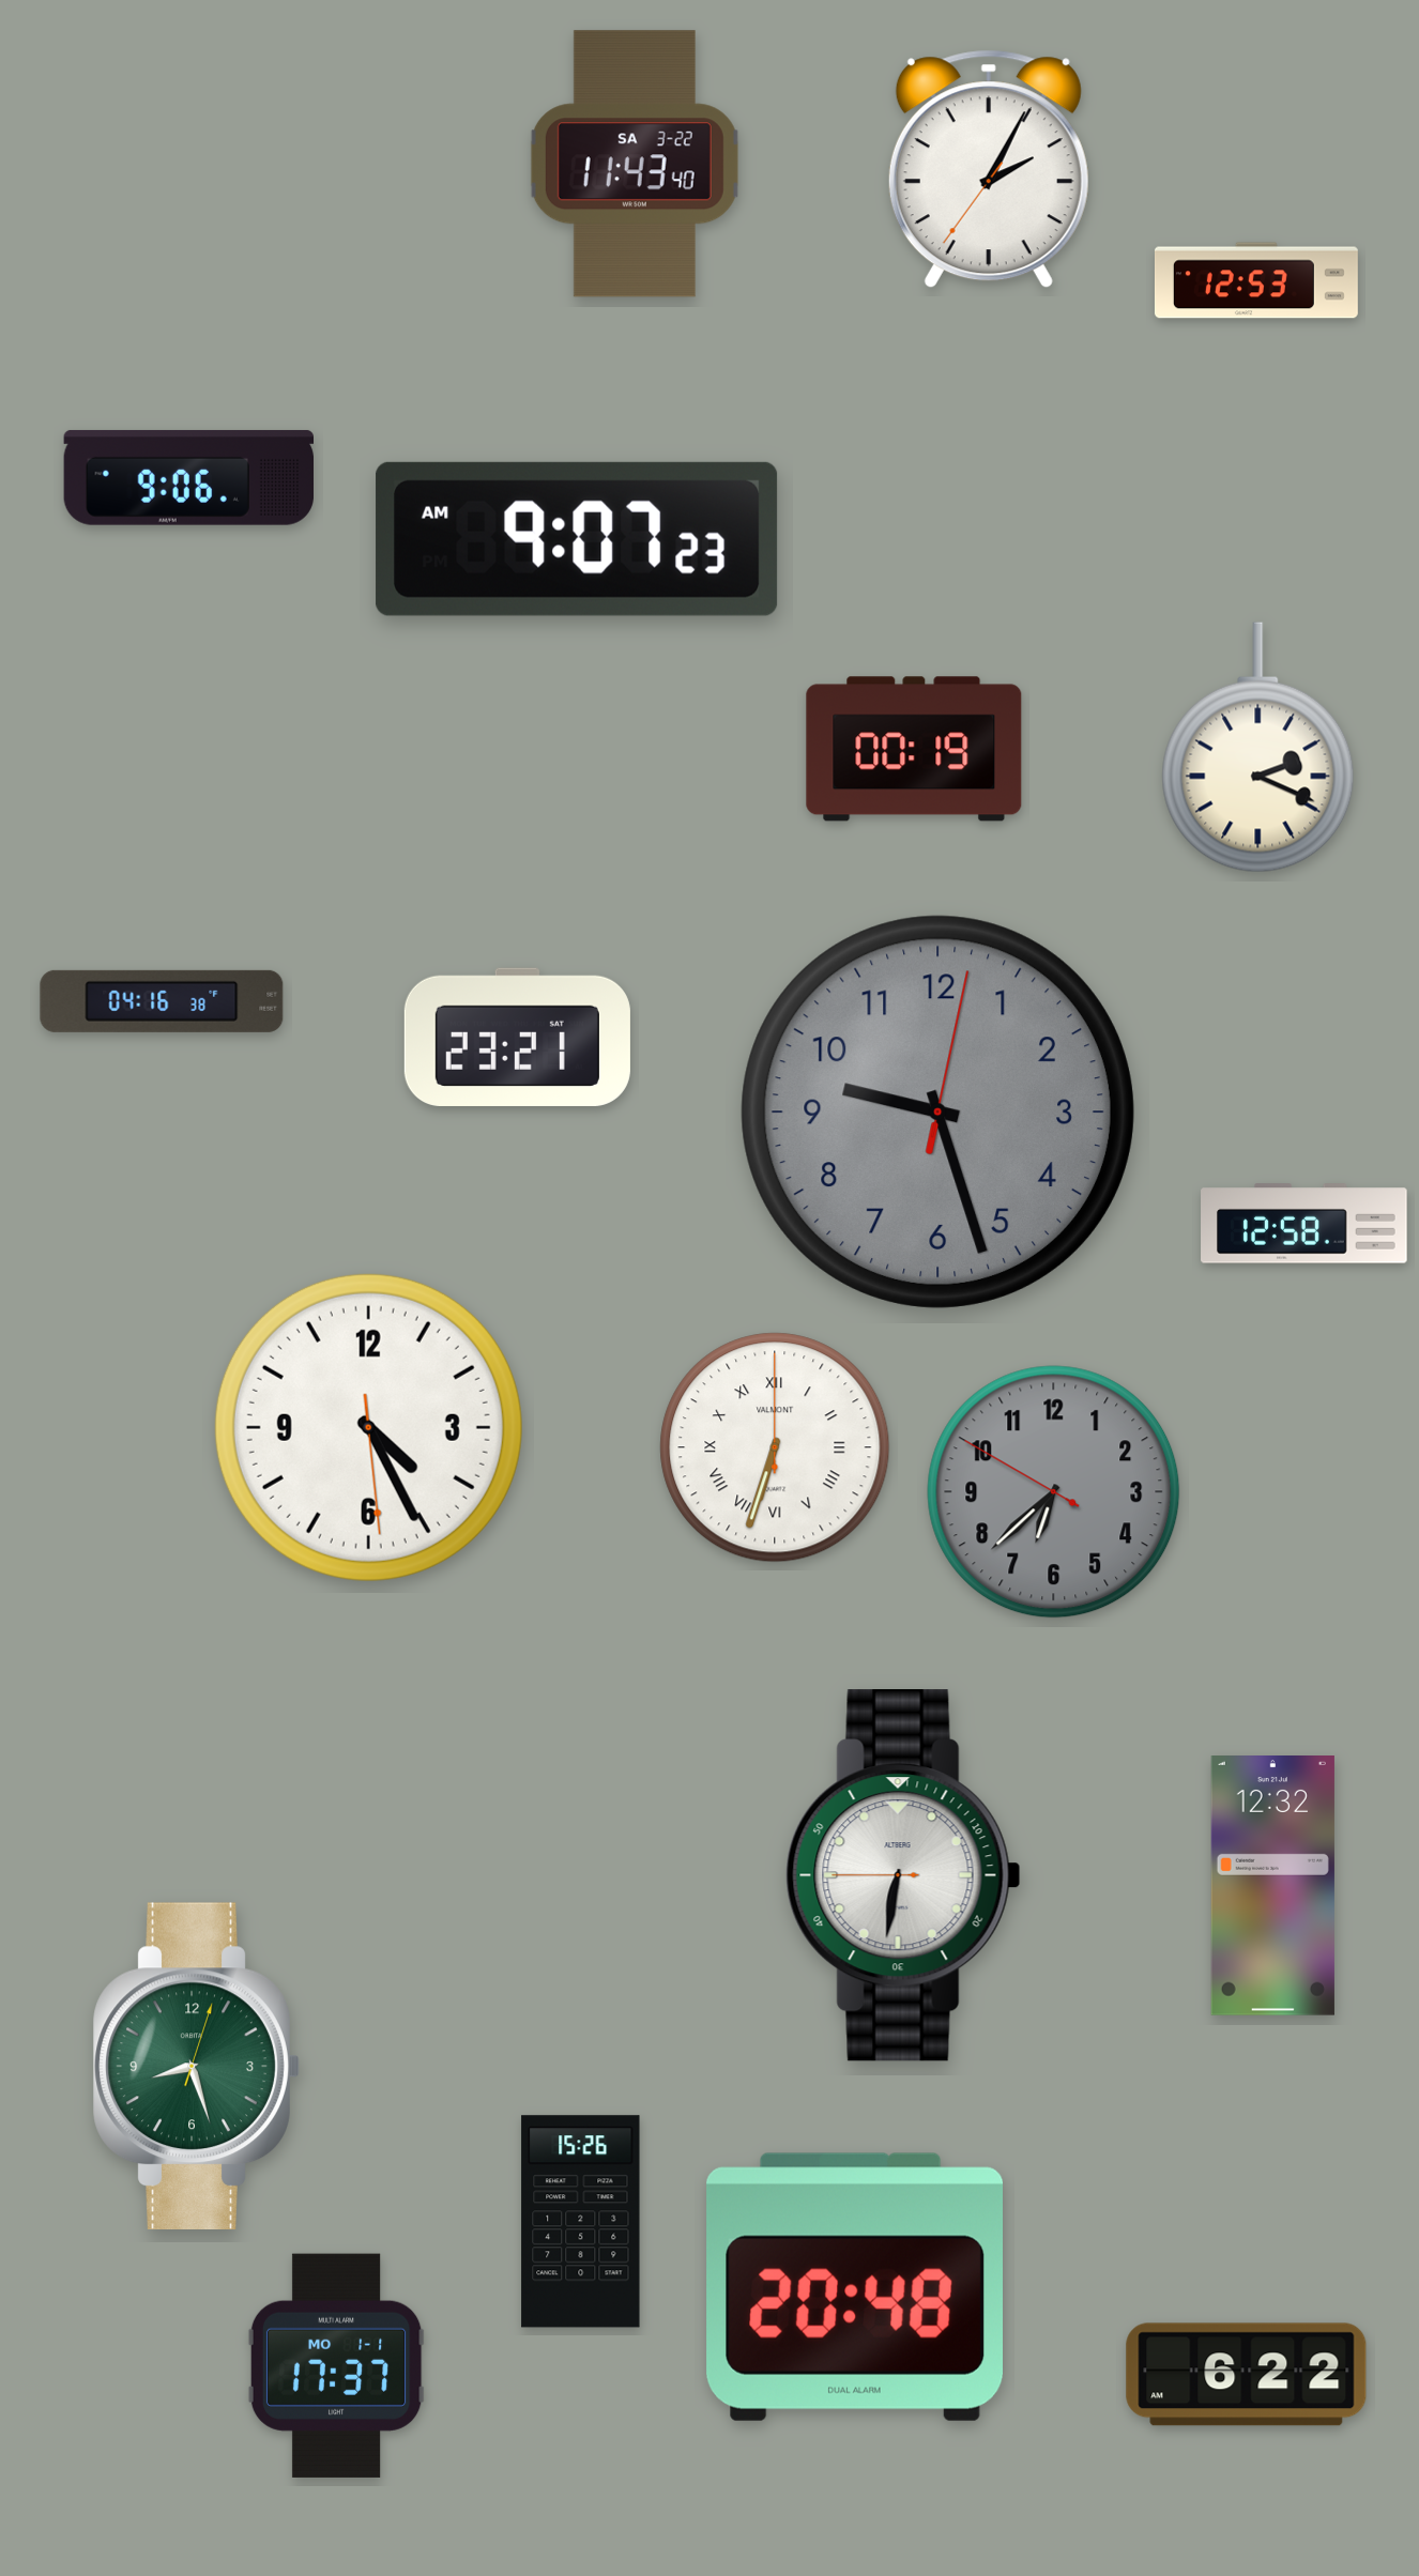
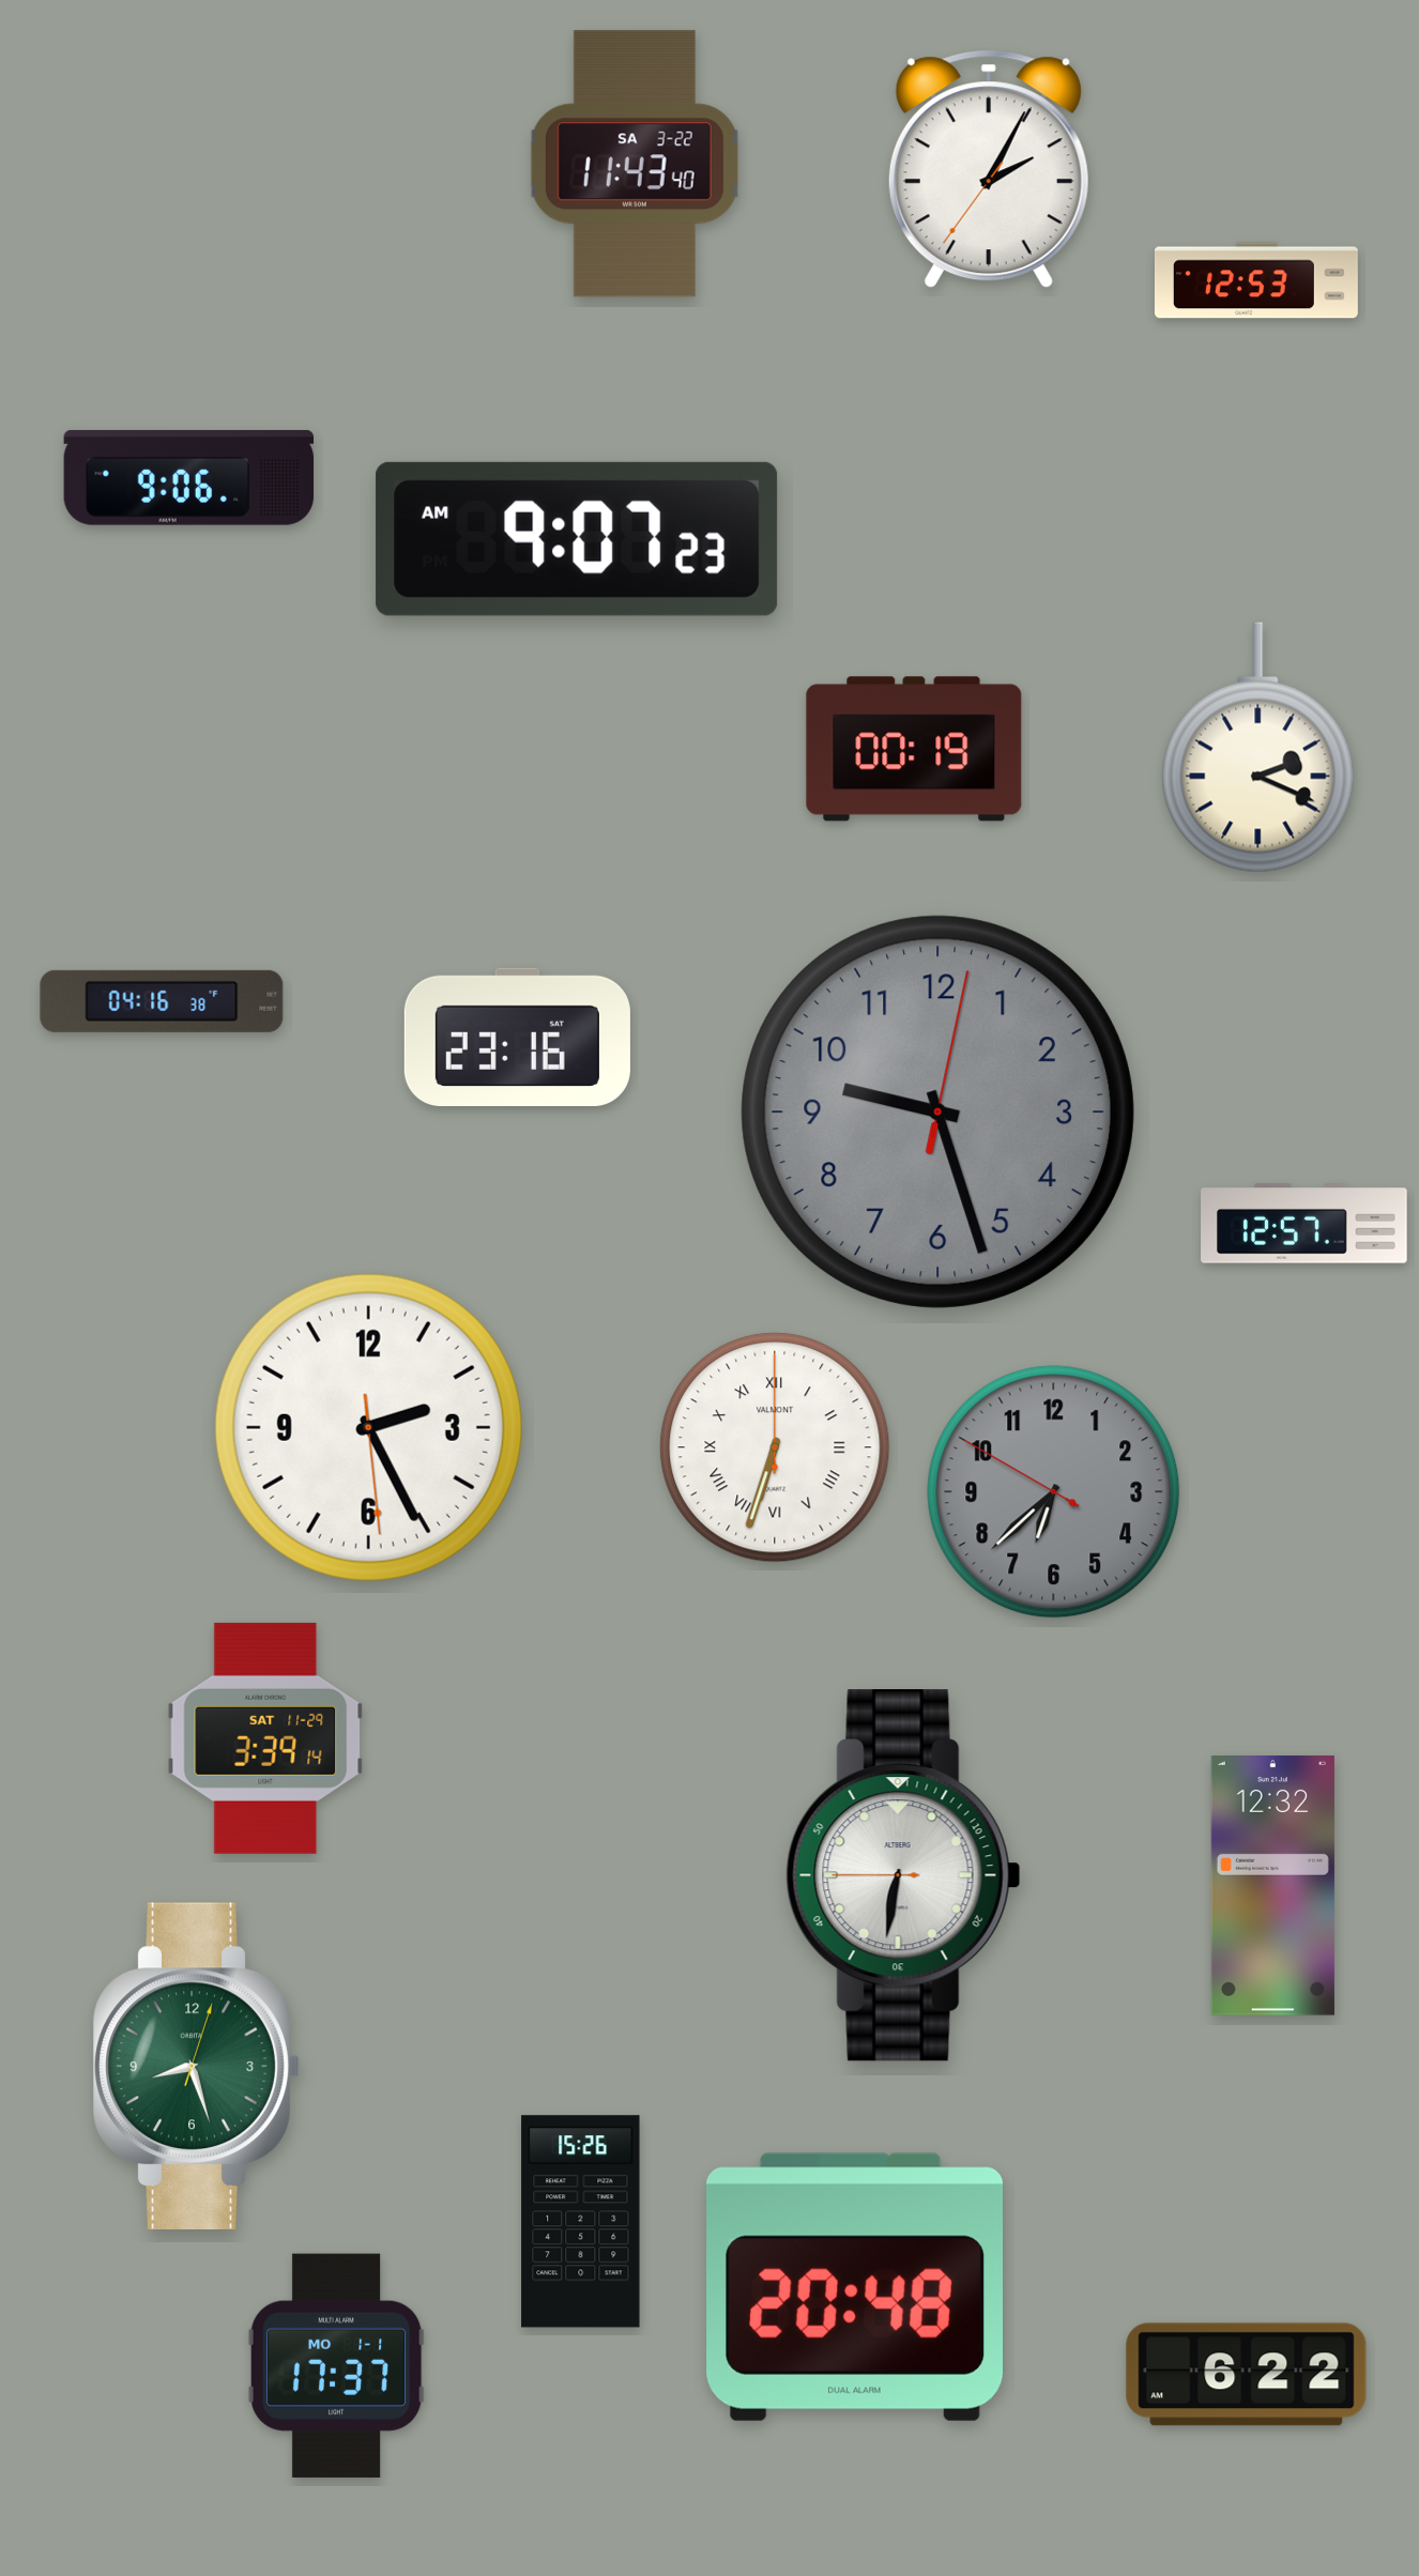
clock at (517, 1037): 23:21 -> 23:16
clock at (1304, 1224): 12:58 -> 12:57
clock at (368, 1427): 4:25 -> 2:25
clock at (265, 1738): none -> 3:39
